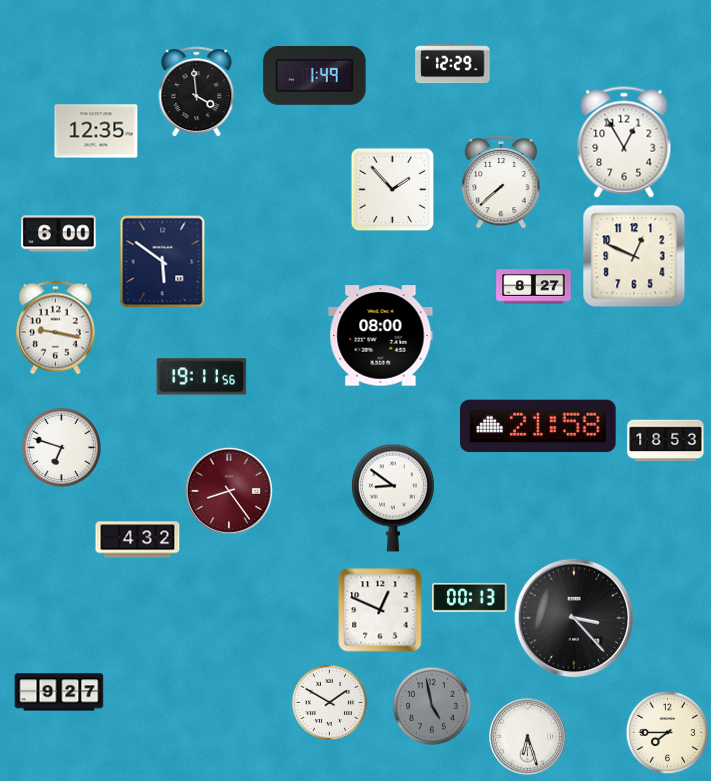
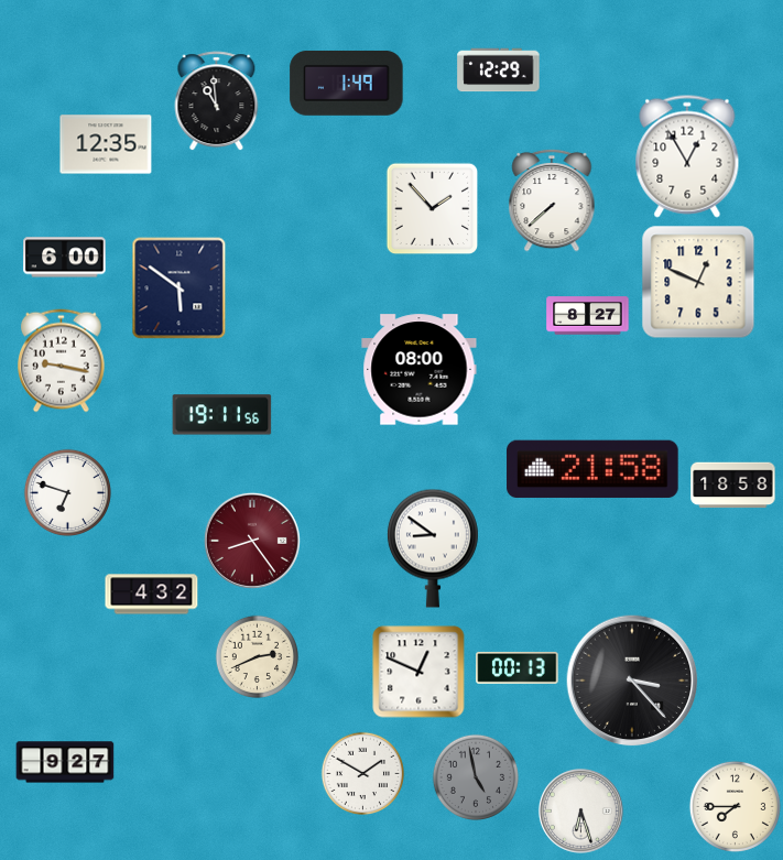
clock at (197, 92): 3:59 -> 10:59
clock at (666, 441): 18:53 -> 18:58
clock at (257, 656): none -> 2:41
clock at (470, 597) position: (470, 597) -> (518, 667)
